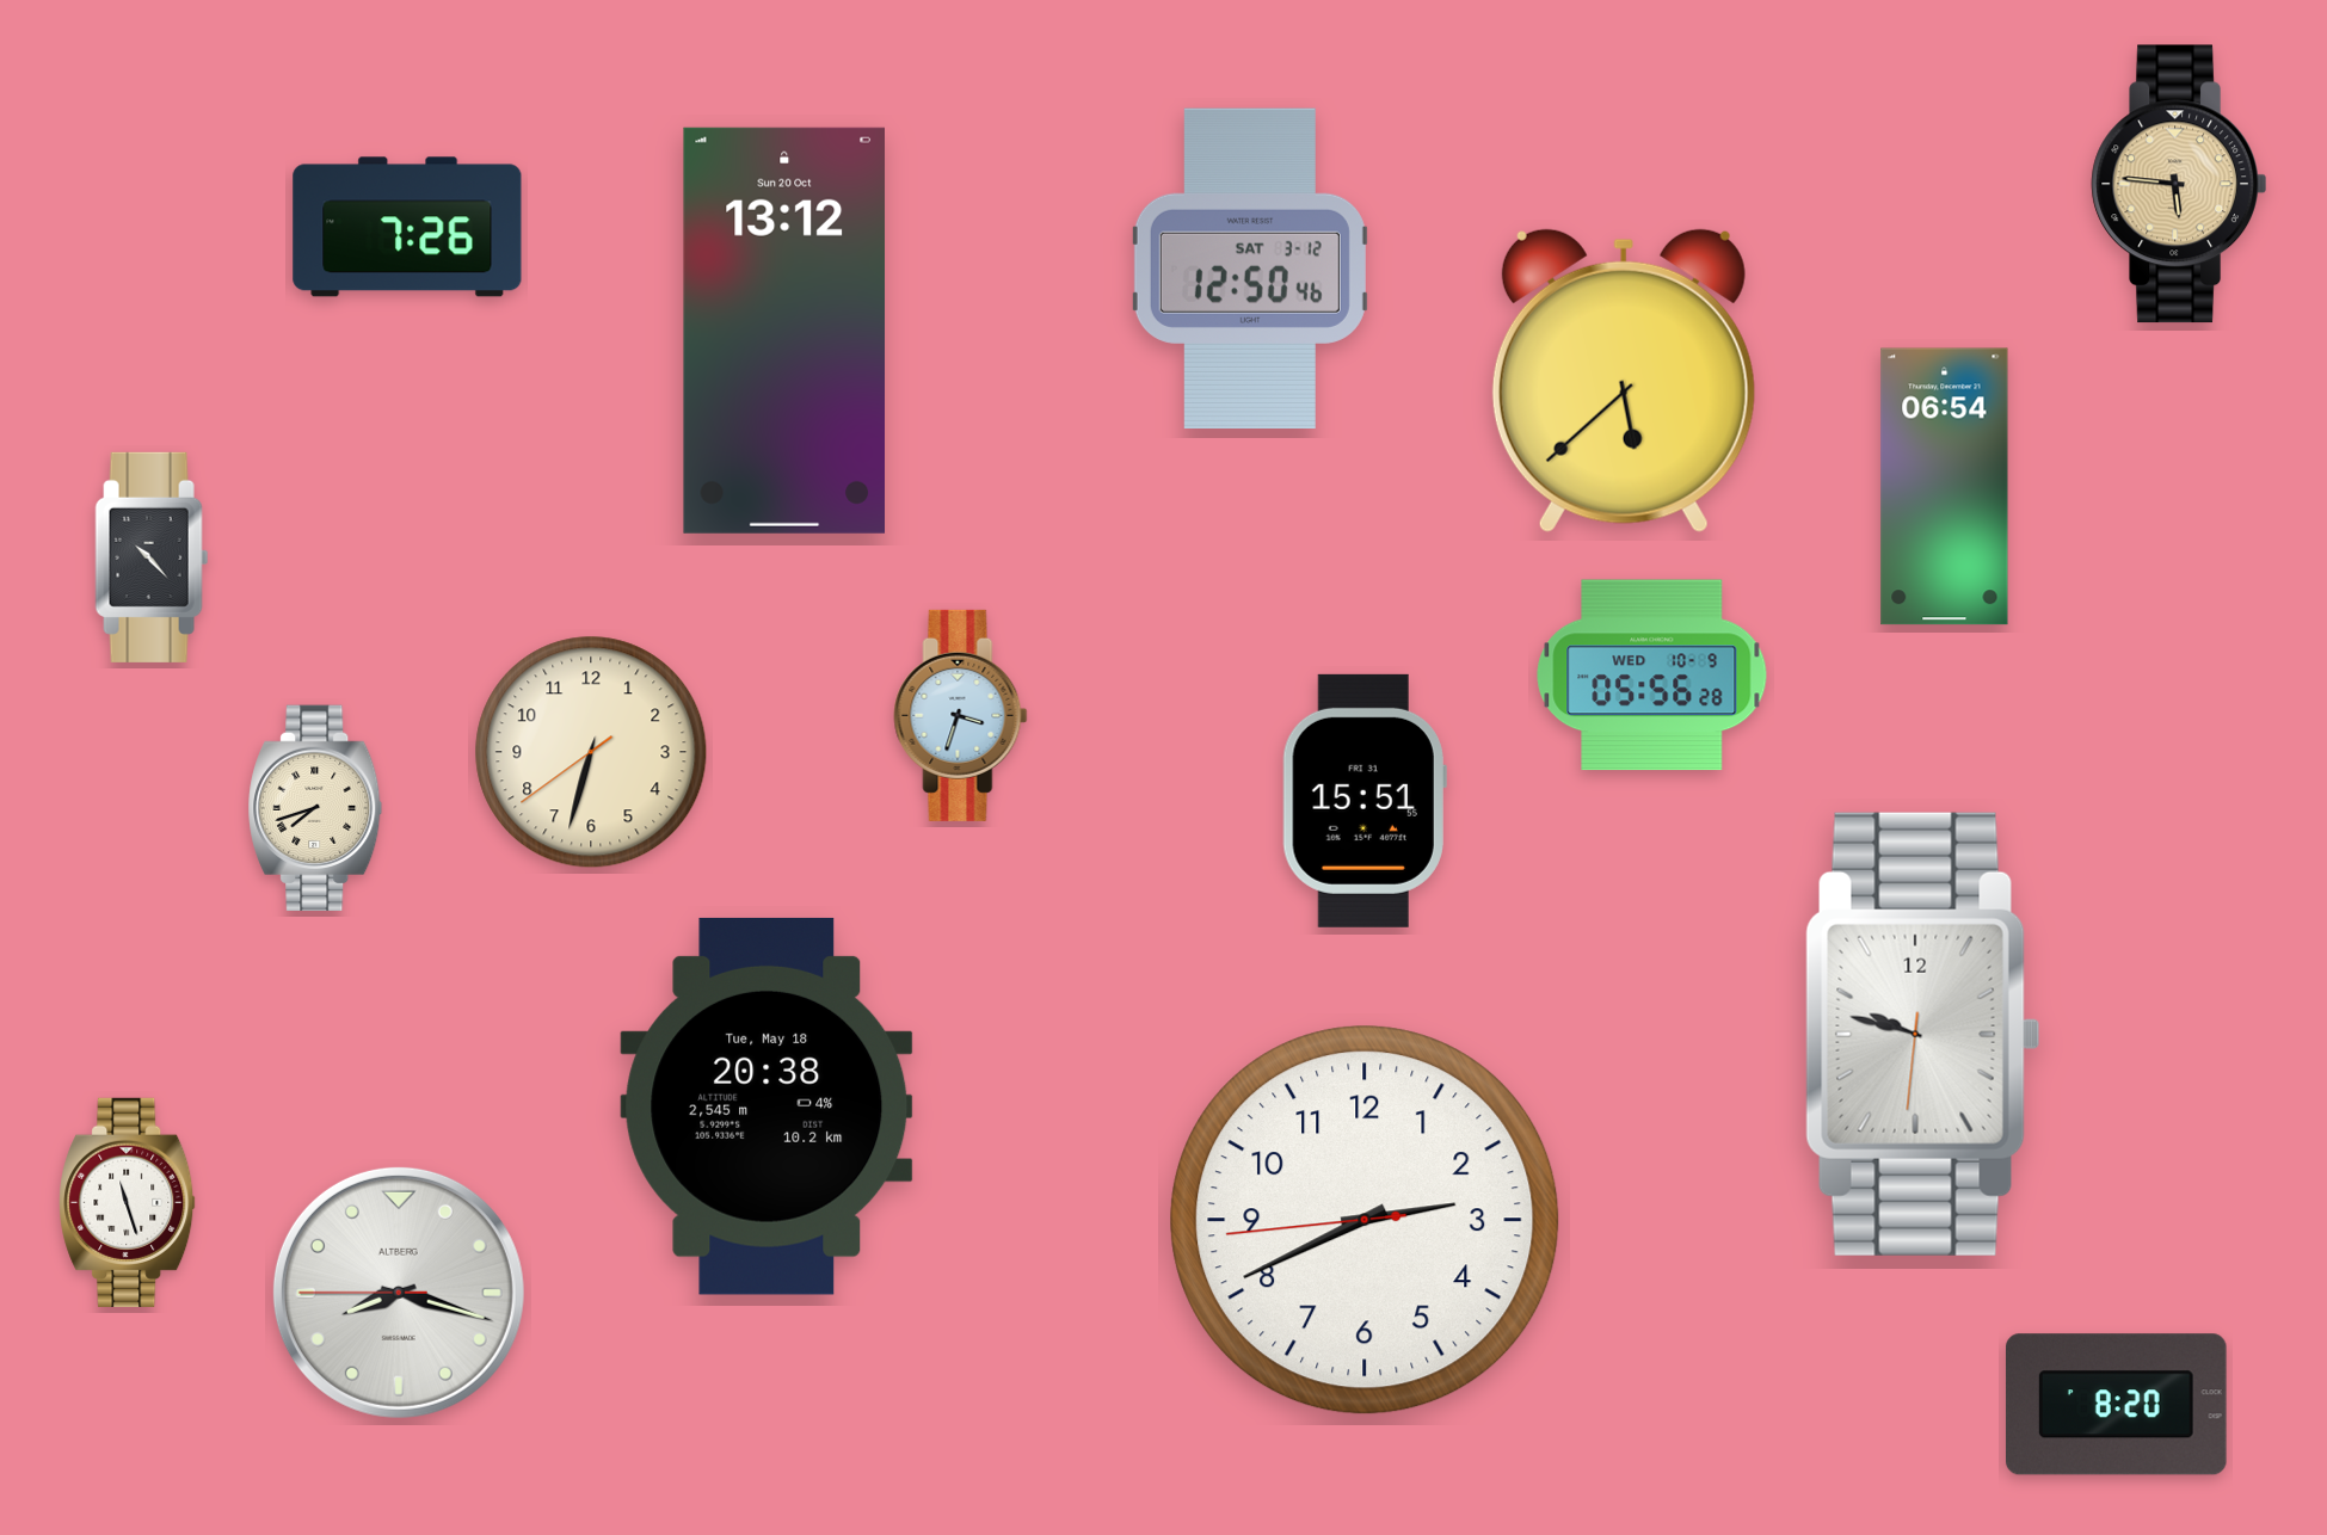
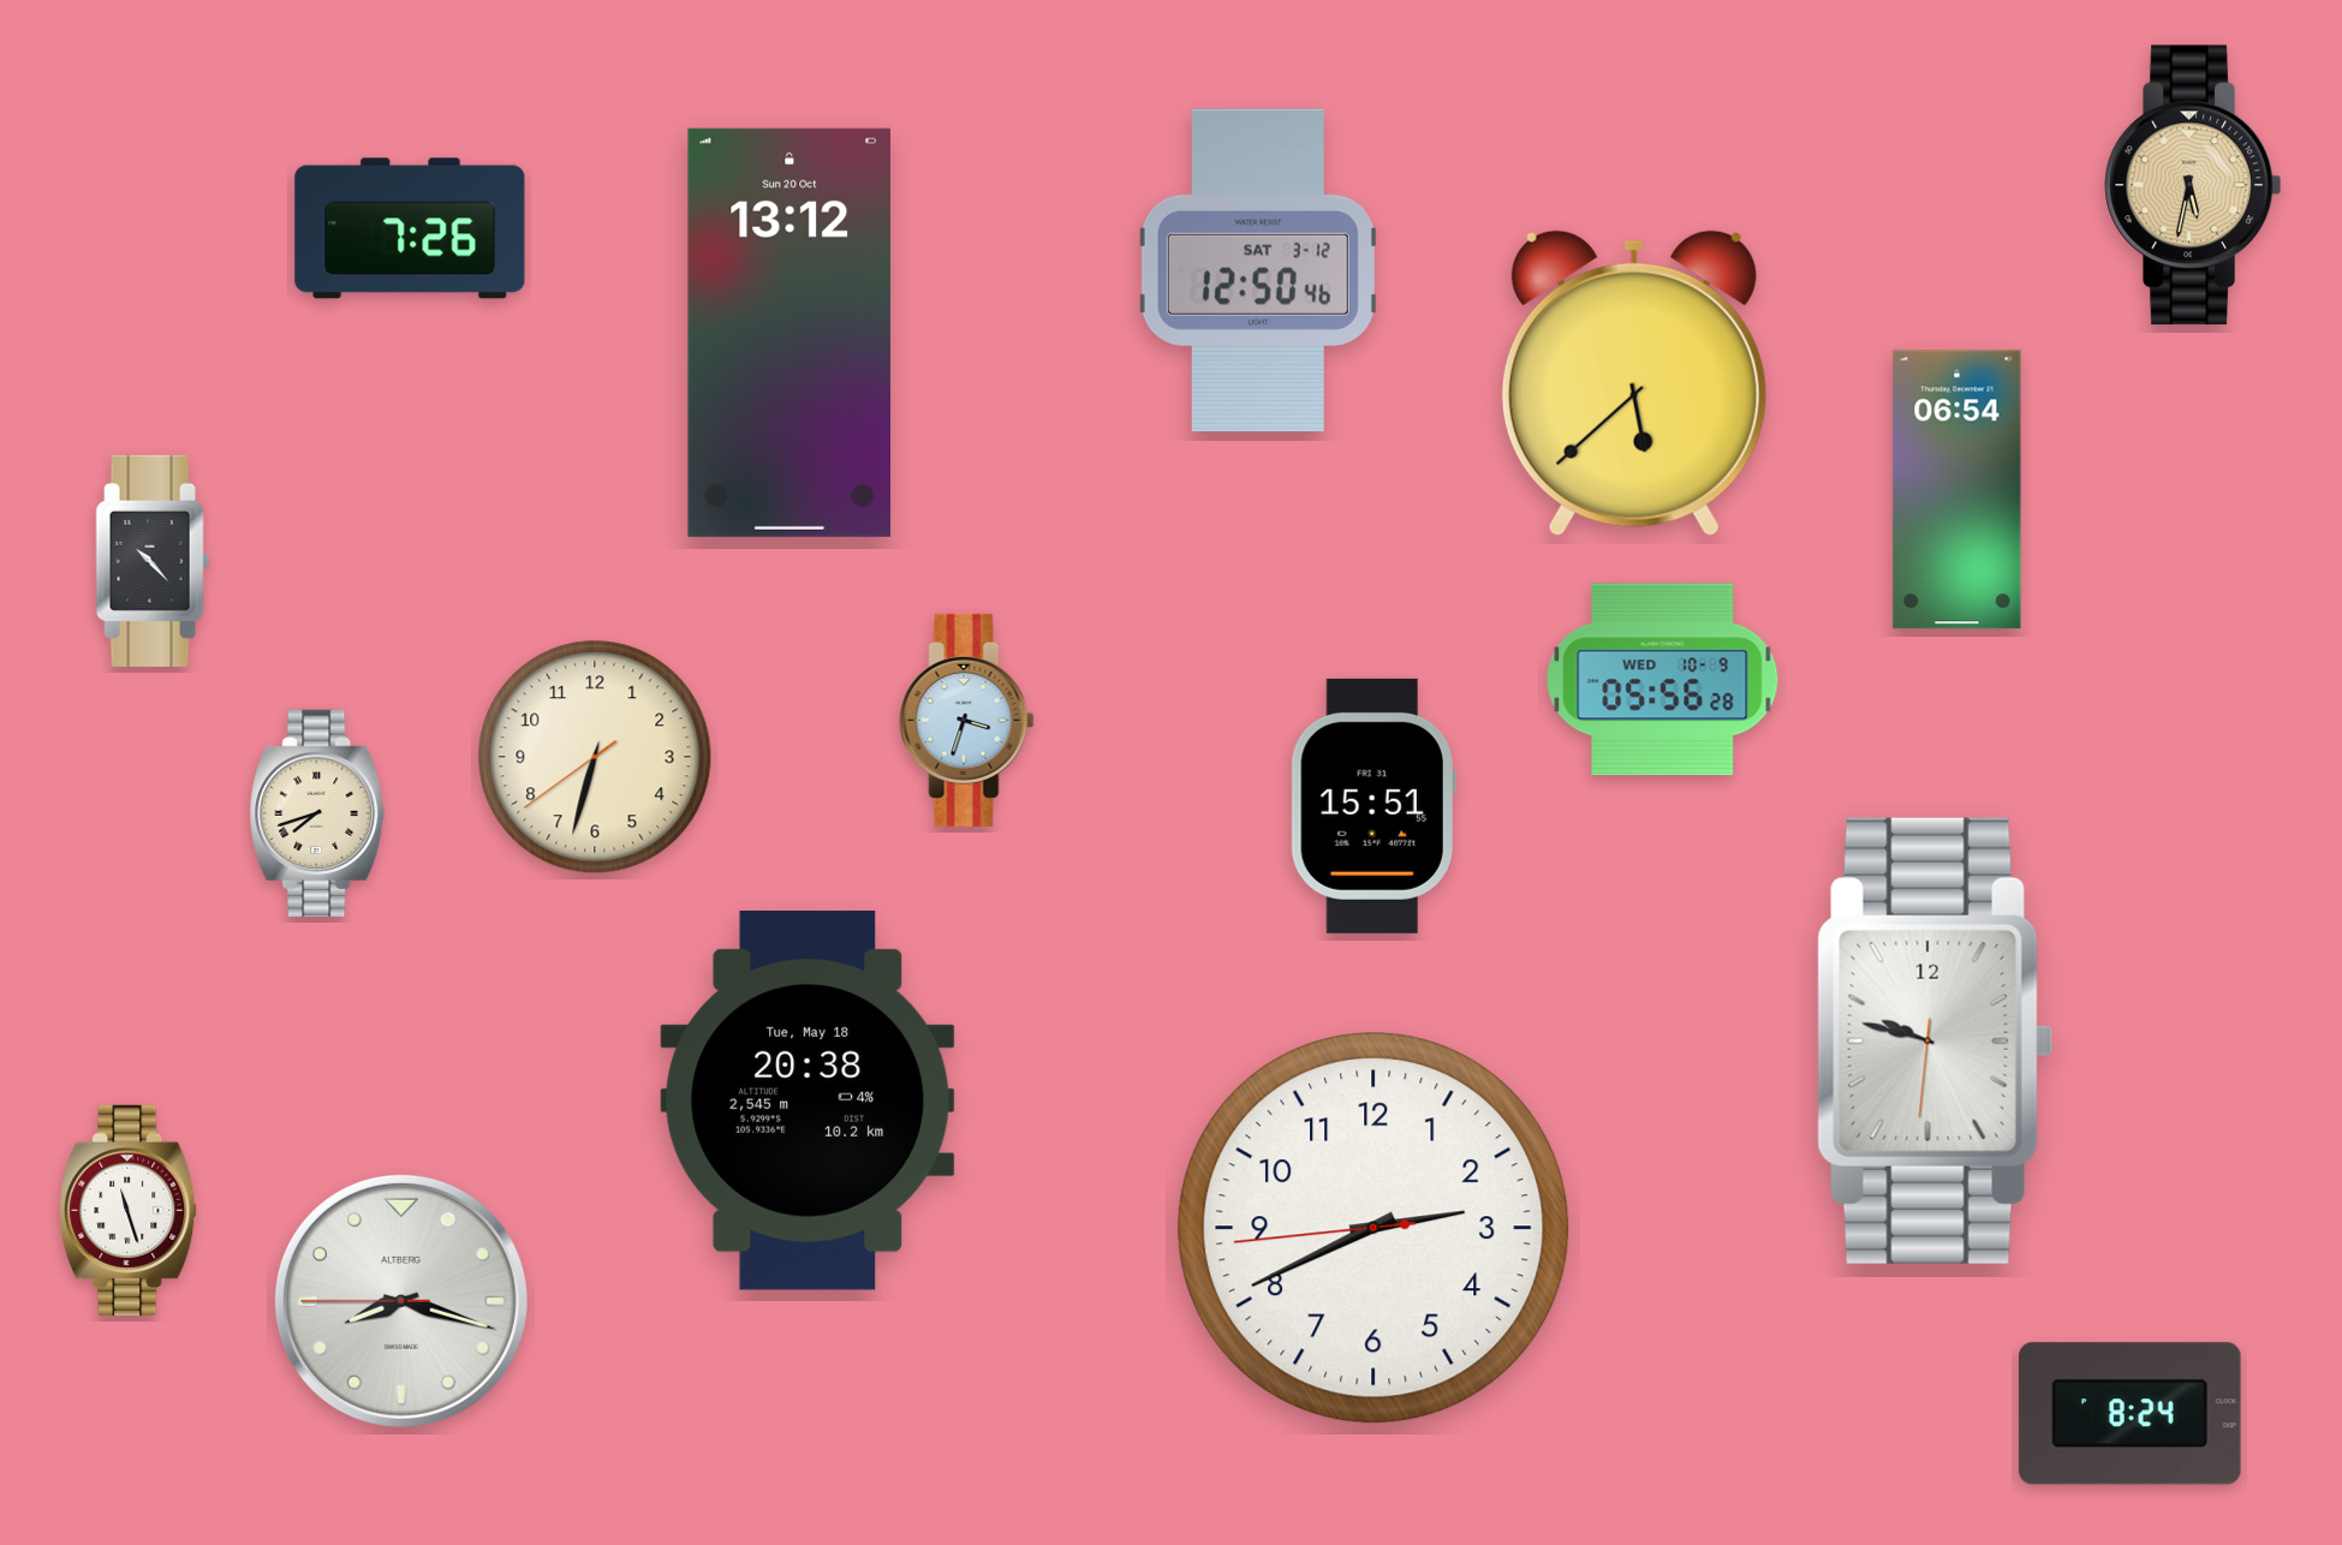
clock at (2179, 184): 5:46 -> 5:32
clock at (767, 1106) position: (767, 1106) -> (808, 1100)
clock at (2116, 1405): 8:20 -> 8:24
